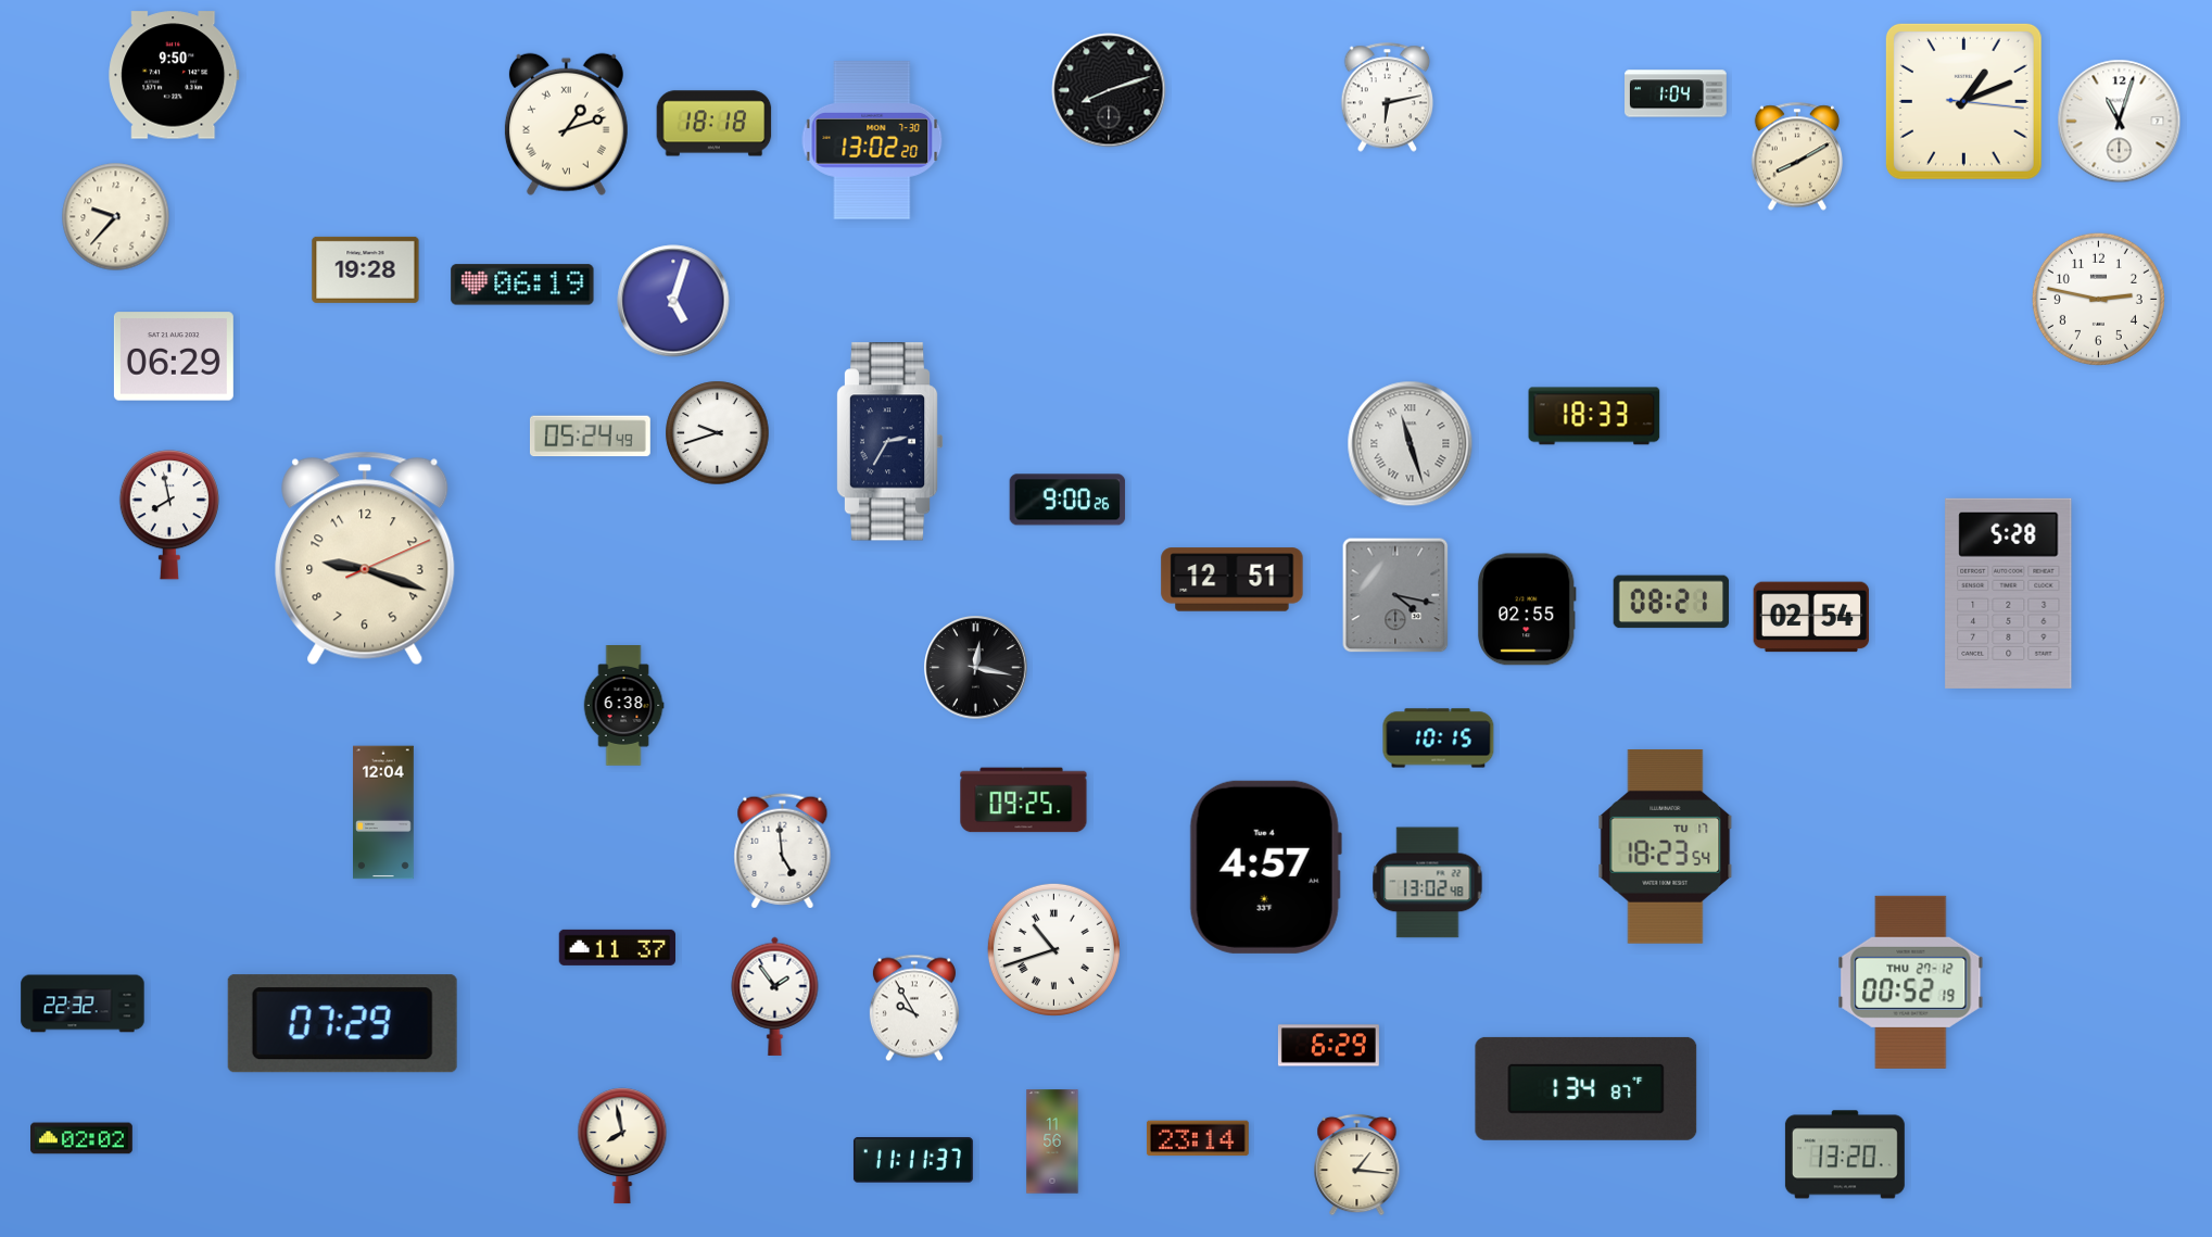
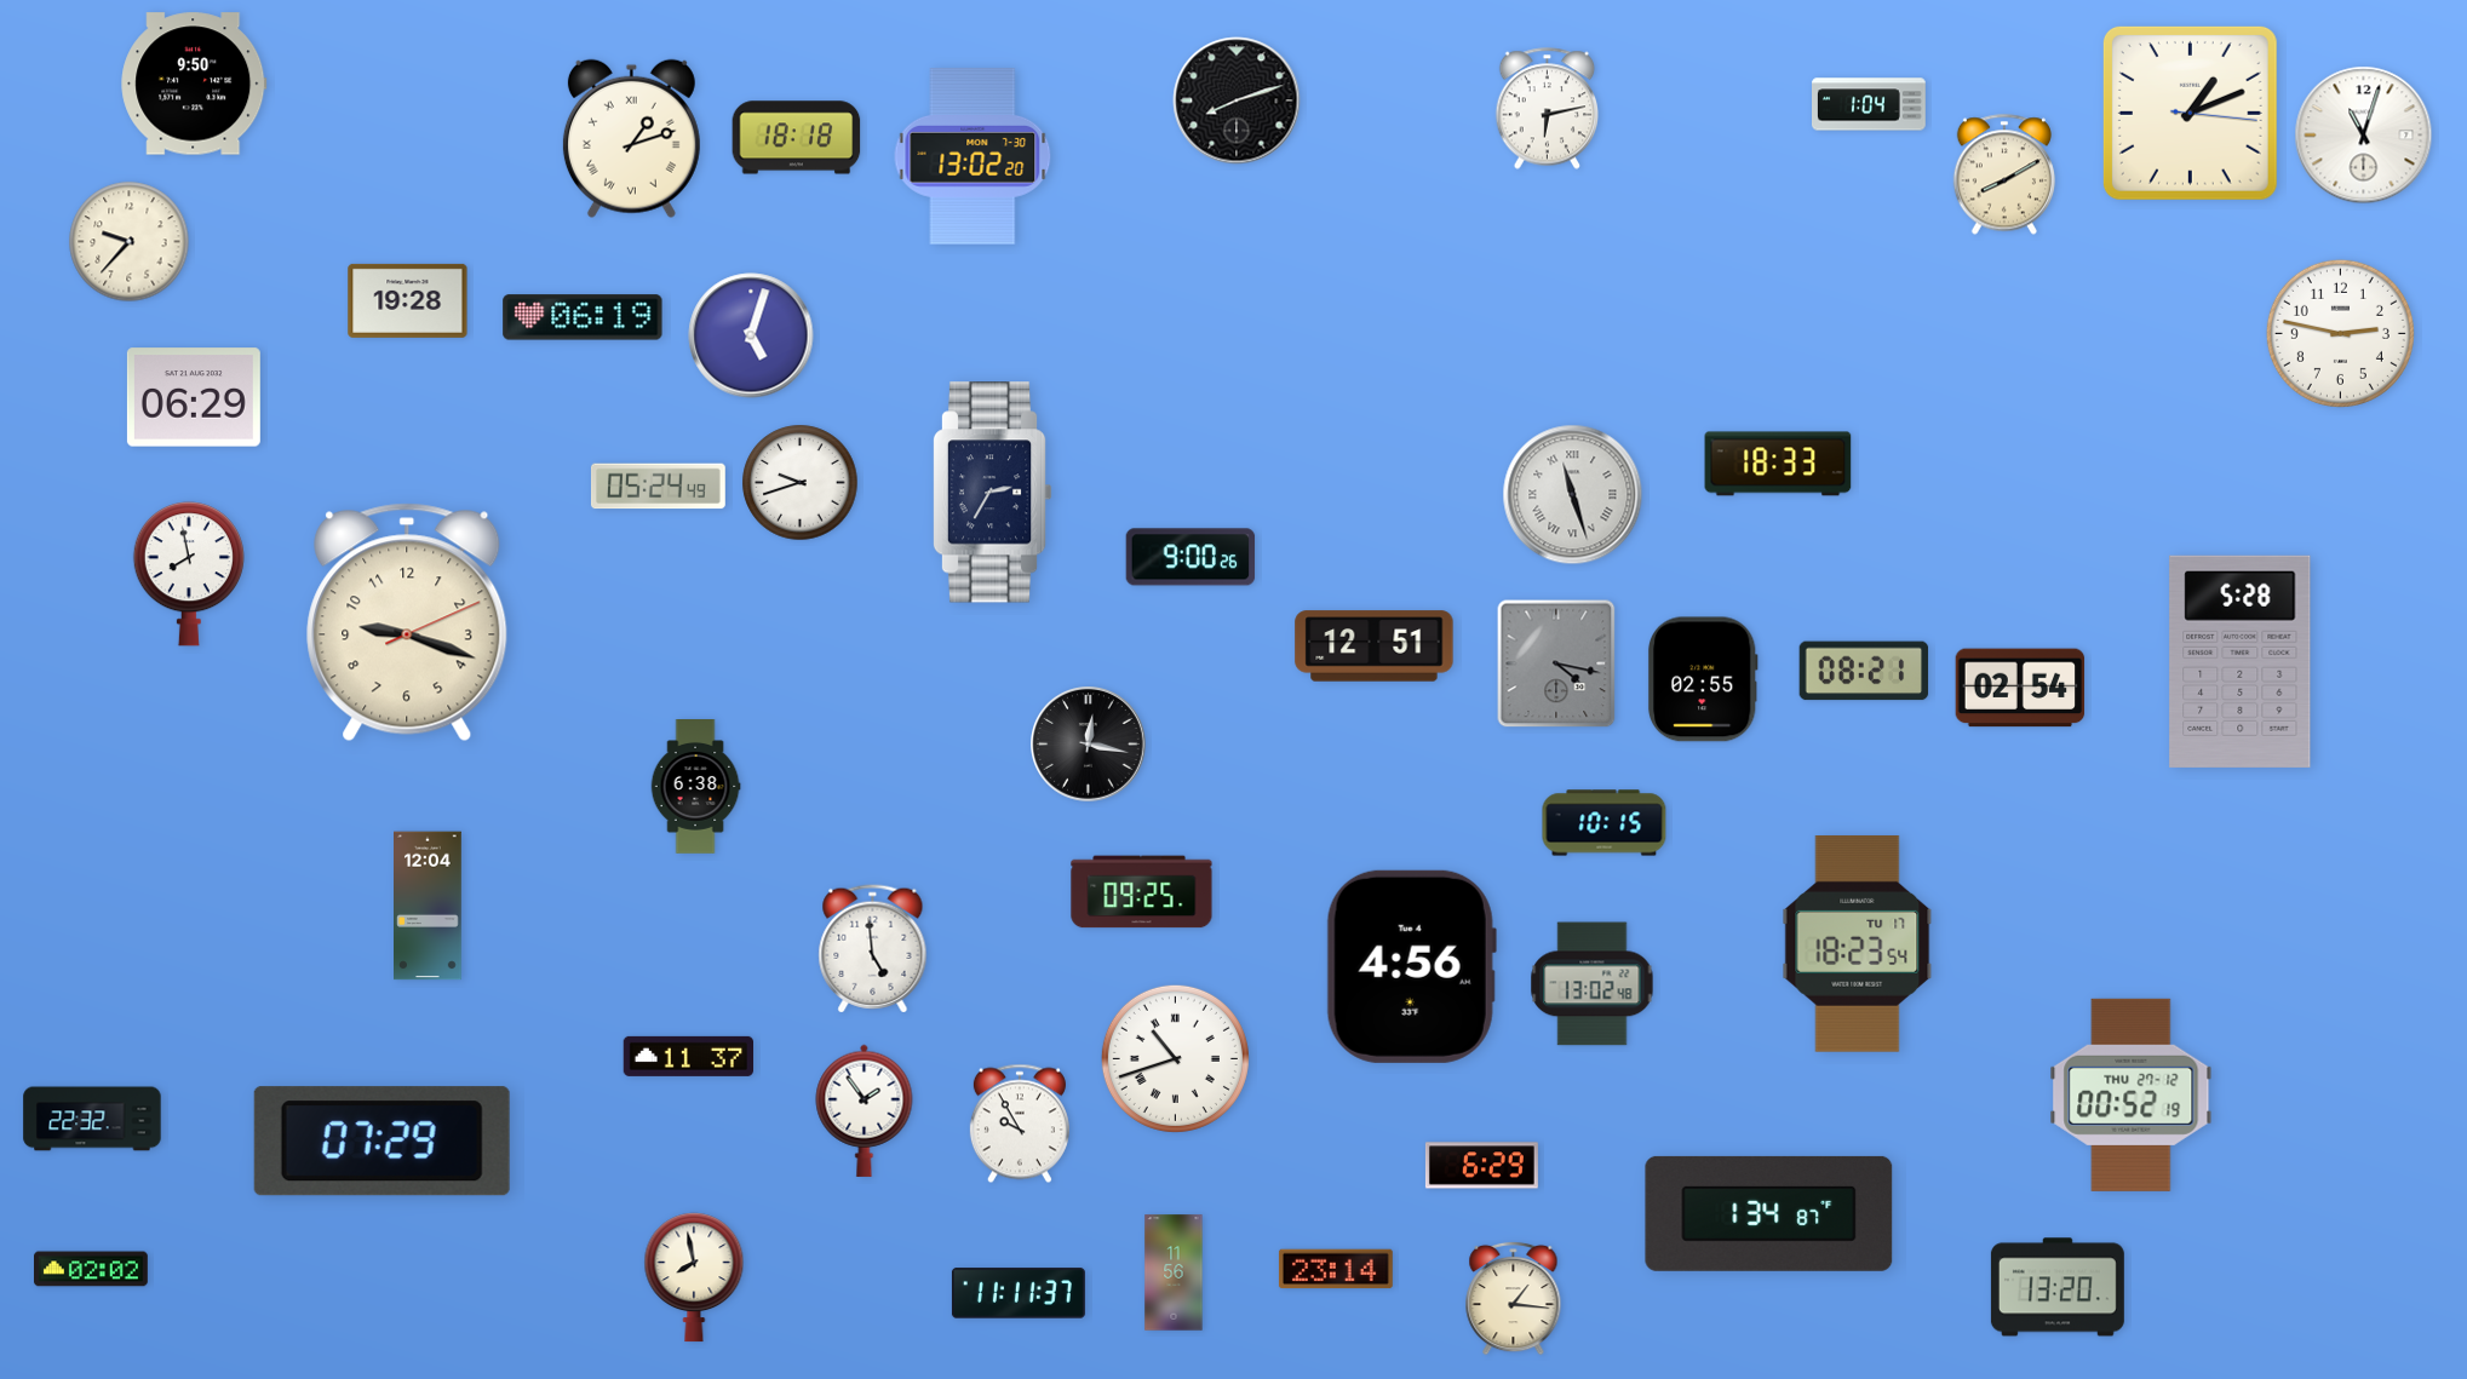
clock at (1265, 867): 4:57 -> 4:56
